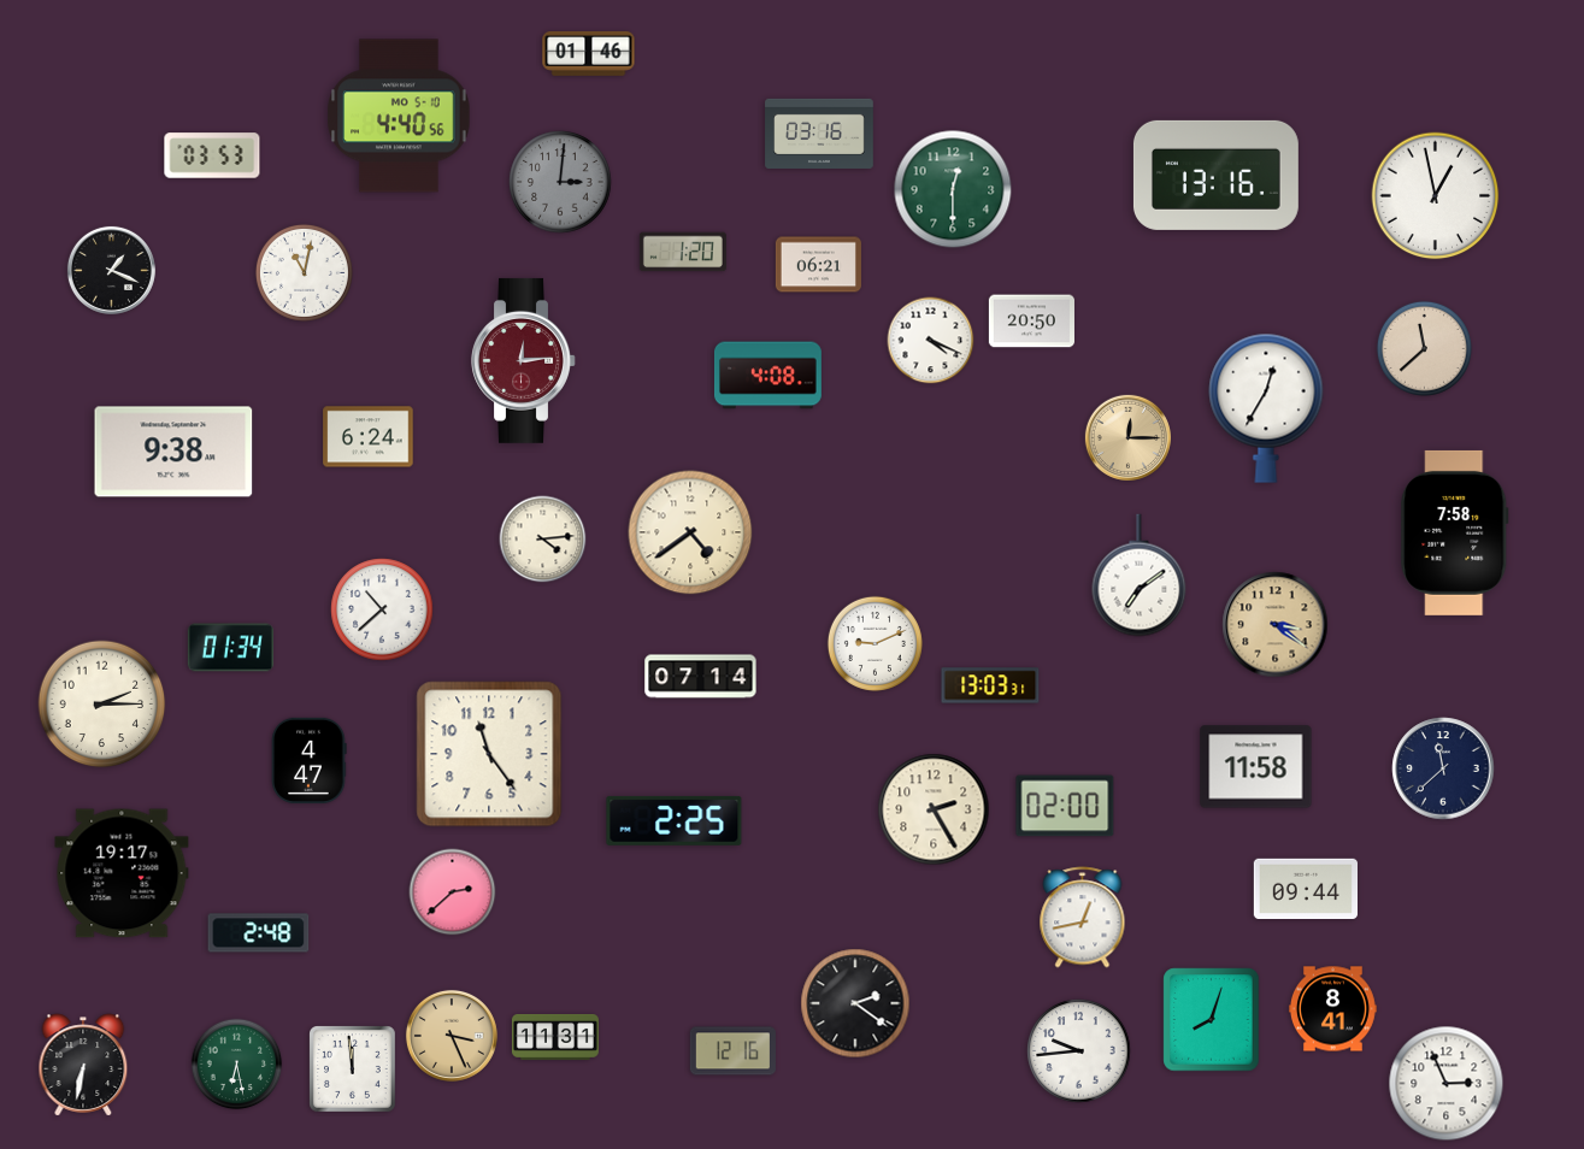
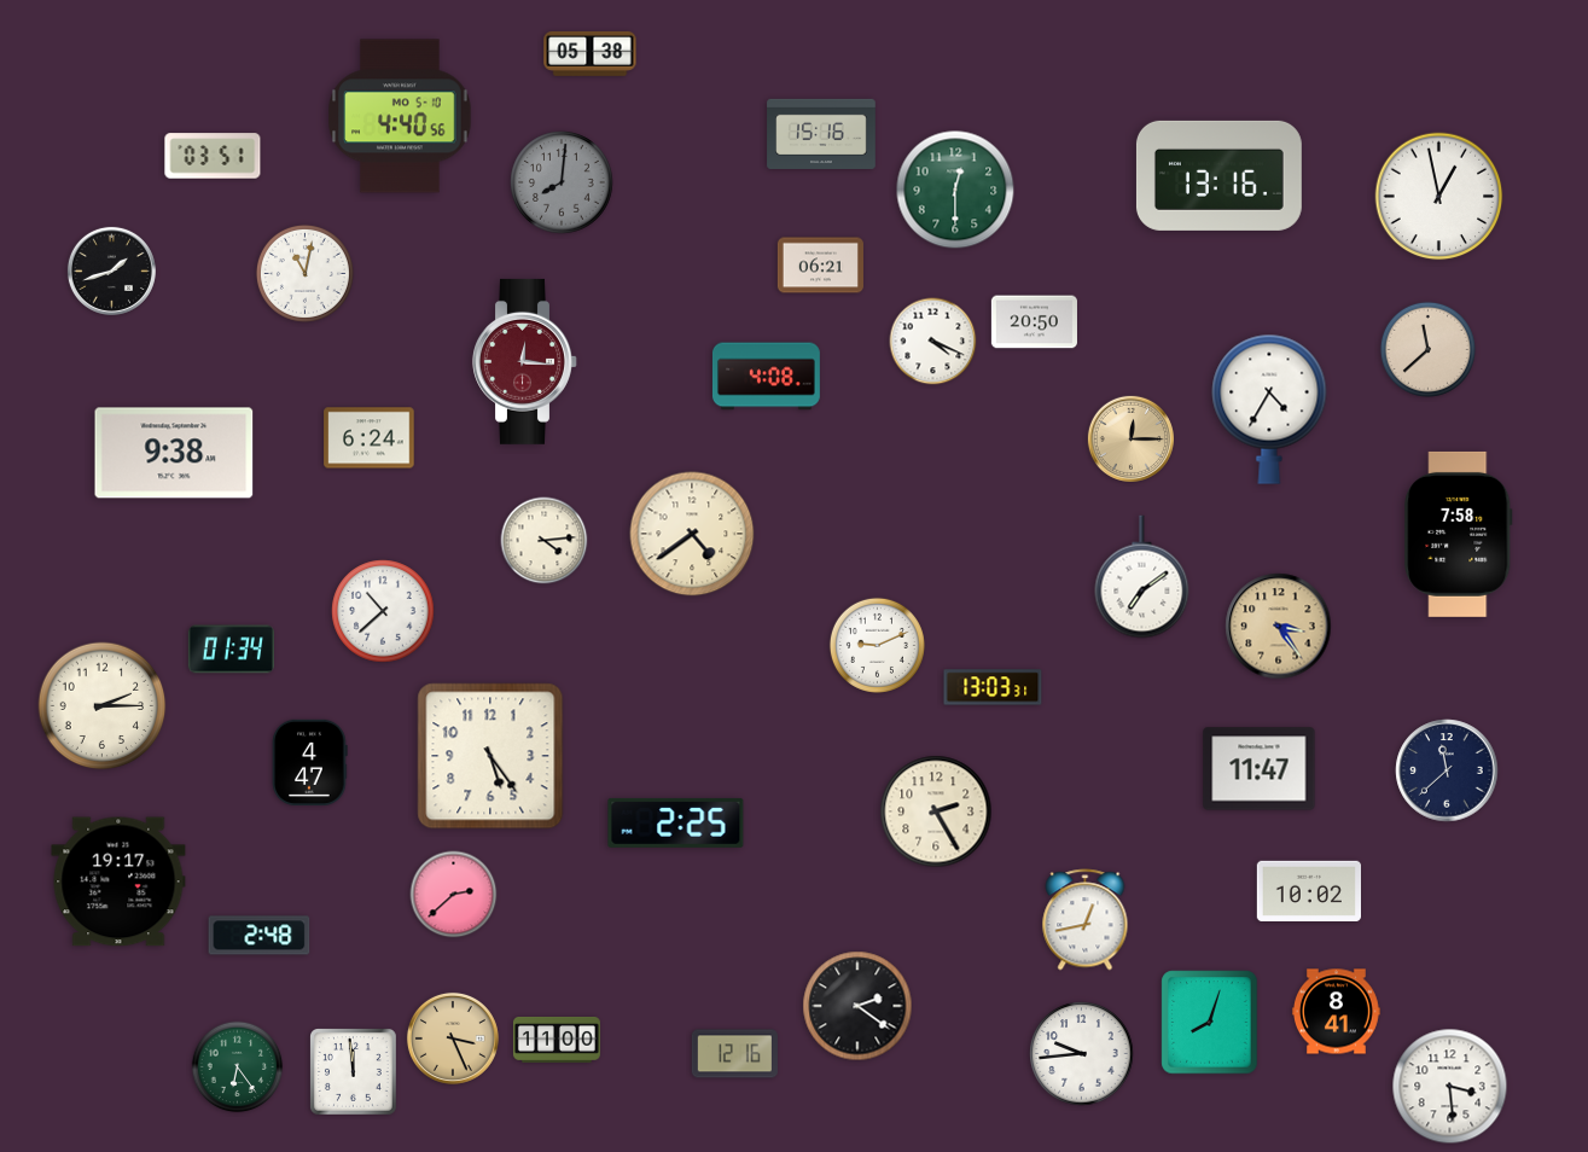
clock at (589, 54): 01:46 -> 05:38
clock at (819, 134): 03:16 -> 15:16
clock at (212, 155): 03:53 -> 03:51
clock at (560, 182): 3:01 -> 8:01
clock at (683, 252): 1:20 -> none
clock at (111, 270): 1:19 -> 1:42
clock at (524, 360): 12:14 -> 12:16
clock at (767, 376) position: (767, 376) -> (766, 377)
clock at (1266, 408): 12:35 -> 4:35
clock at (1276, 625): 3:21 -> 3:24
clock at (701, 677): 07:14 -> none
clock at (489, 754): 11:24 -> 5:24
clock at (1256, 767): 11:58 -> 11:47
clock at (1065, 806): 02:00 -> none
clock at (122, 873) position: (122, 873) -> (118, 882)
clock at (1305, 888): 09:44 -> 10:02
clock at (1212, 1020) position: (1212, 1020) -> (1210, 1023)
clock at (555, 1038): 11:31 -> 11:00
clock at (83, 1065): 6:32 -> none
clock at (237, 1065): 6:28 -> 6:24
clock at (1447, 1084): 2:56 -> 3:29
